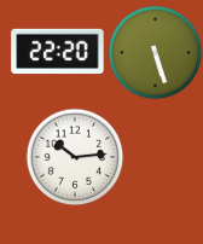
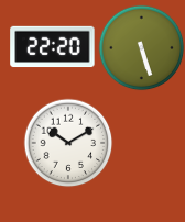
clock at (75, 157): 10:14 -> 10:10
